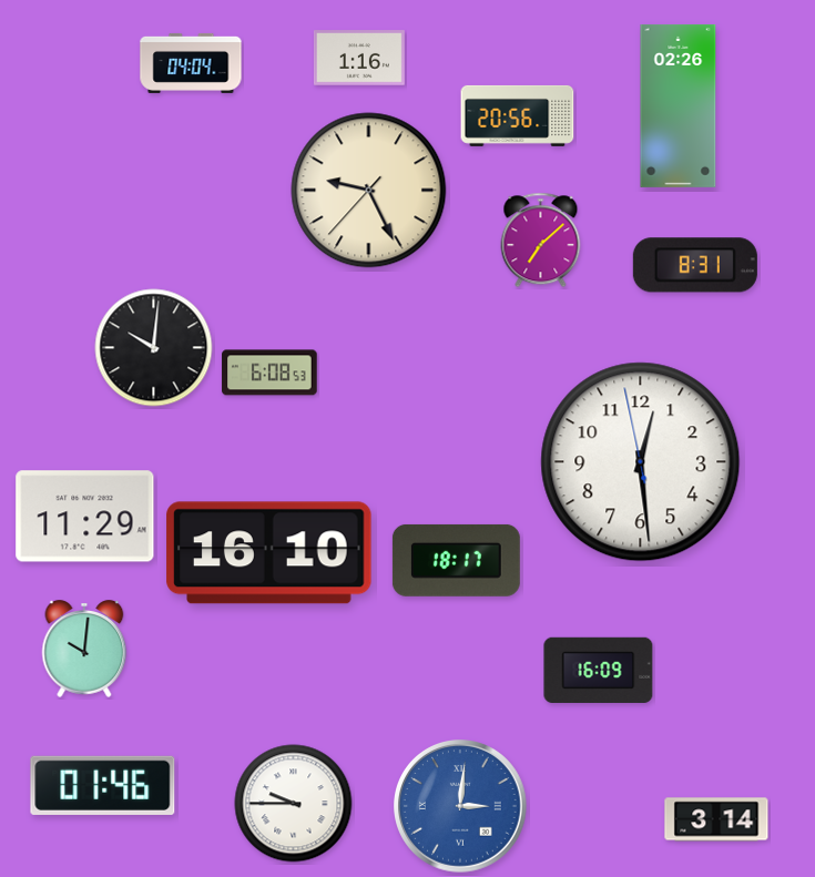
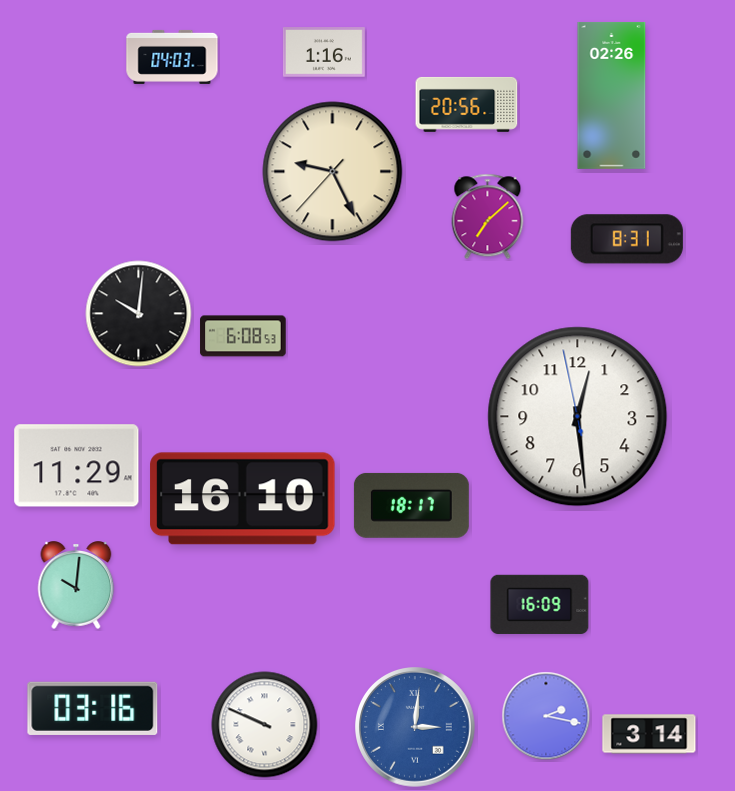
clock at (191, 63): 04:04 -> 04:03
clock at (103, 785): 01:46 -> 03:16
clock at (546, 716): none -> 2:17
clock at (294, 804): 9:45 -> 9:49
clock at (716, 819) position: (716, 819) -> (649, 734)
